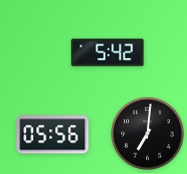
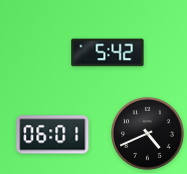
clock at (148, 134): 7:01 -> 4:41
clock at (53, 135): 05:56 -> 06:01
